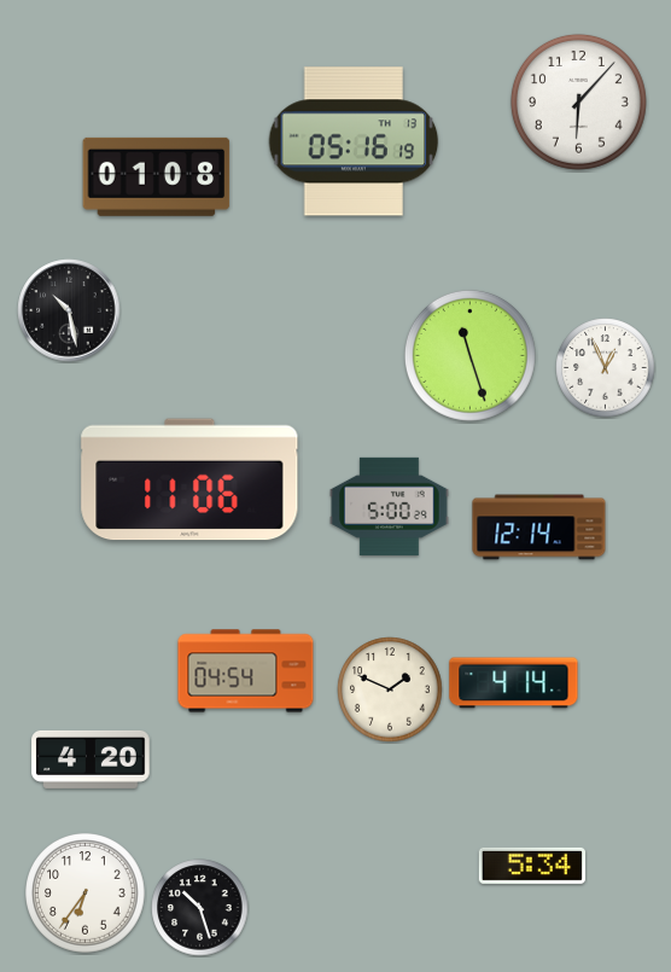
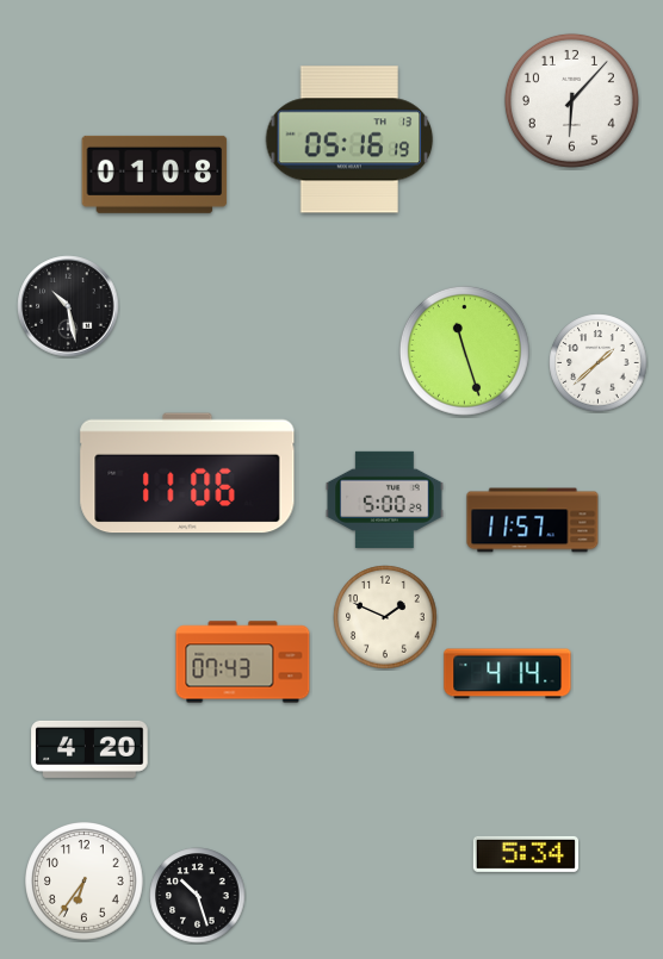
clock at (606, 368): 12:56 -> 1:38
clock at (539, 528): 12:14 -> 11:57
clock at (246, 671): 04:54 -> 07:43
clock at (390, 689) position: (390, 689) -> (385, 617)
